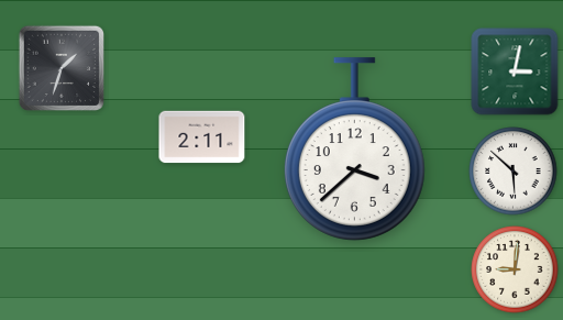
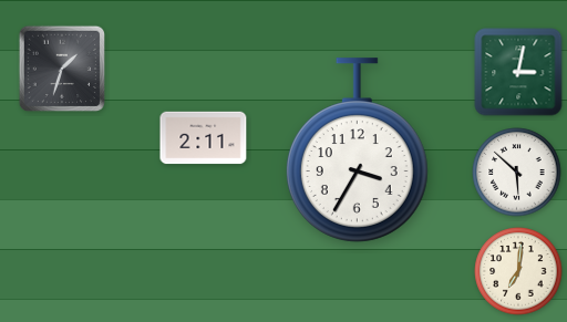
clock at (354, 150): 3:38 -> 3:35
clock at (515, 269): 9:01 -> 7:01
